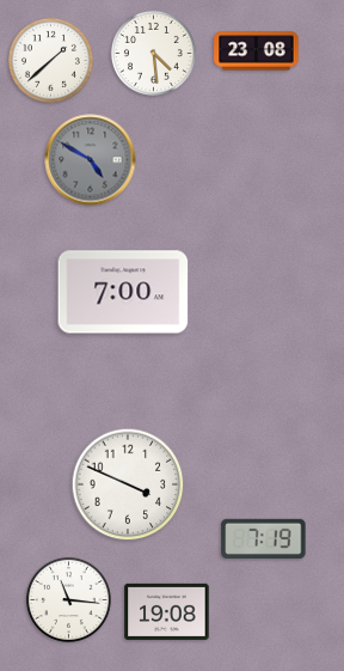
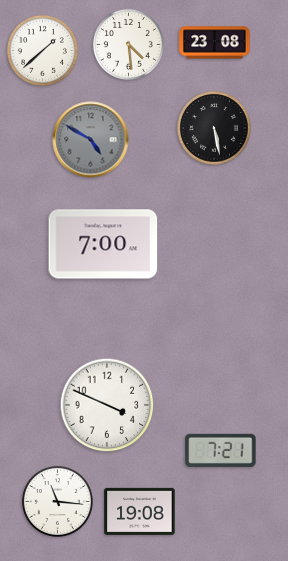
clock at (214, 128): none -> 5:28
clock at (91, 160) position: (91, 160) -> (91, 140)
clock at (264, 538): 7:19 -> 7:21
